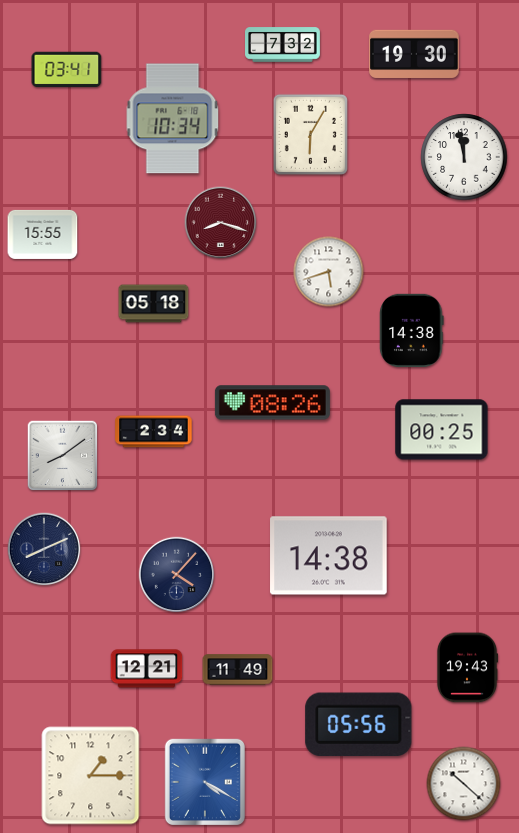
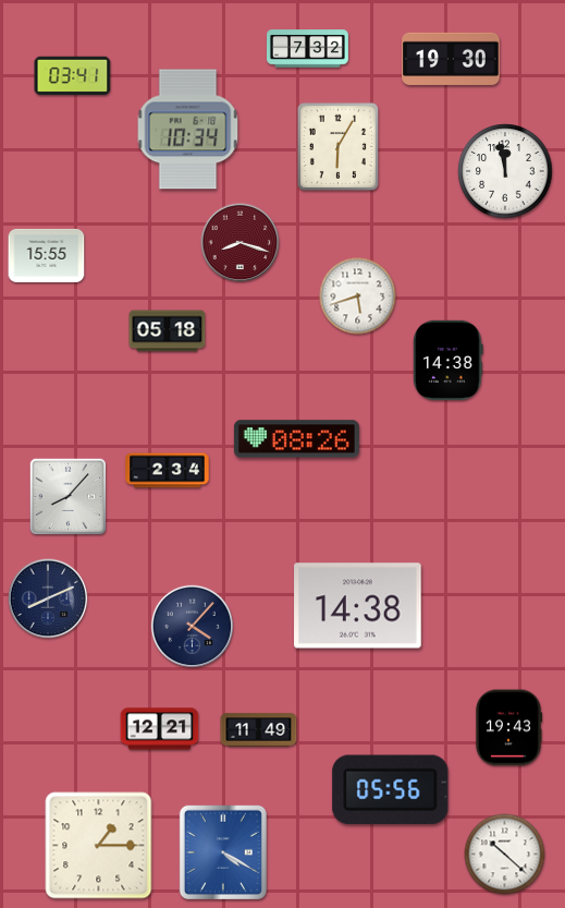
clock at (442, 430): 00:25 -> none
clock at (63, 456): 8:09 -> 8:07
